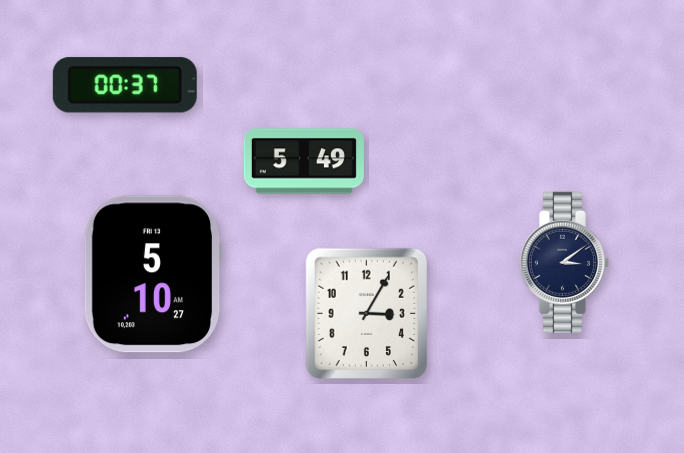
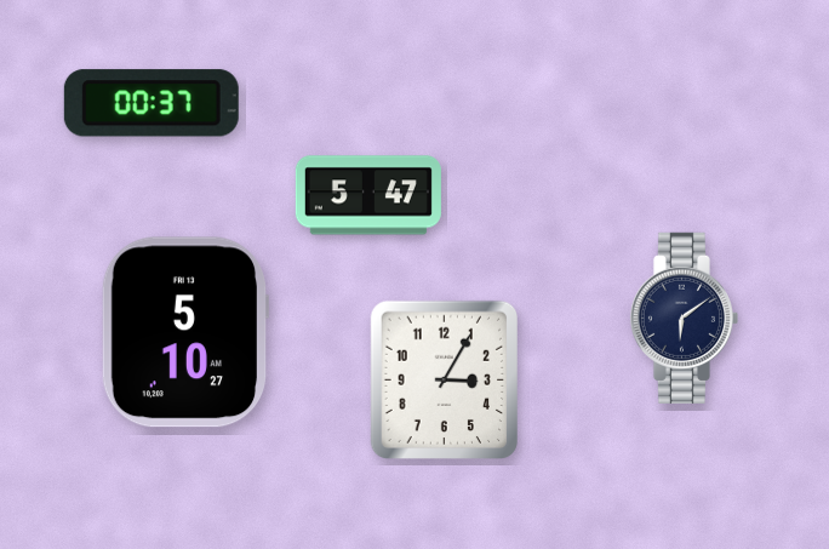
clock at (304, 161): 5:49 -> 5:47
clock at (564, 262): 3:09 -> 6:09
